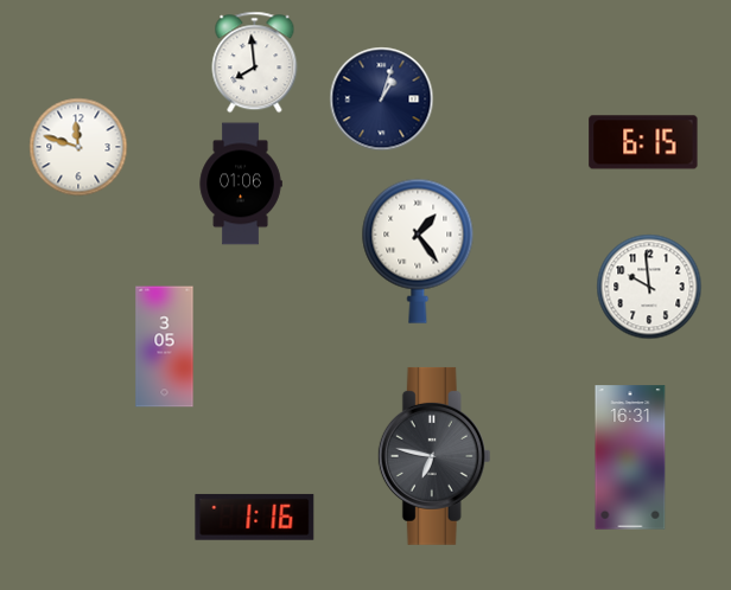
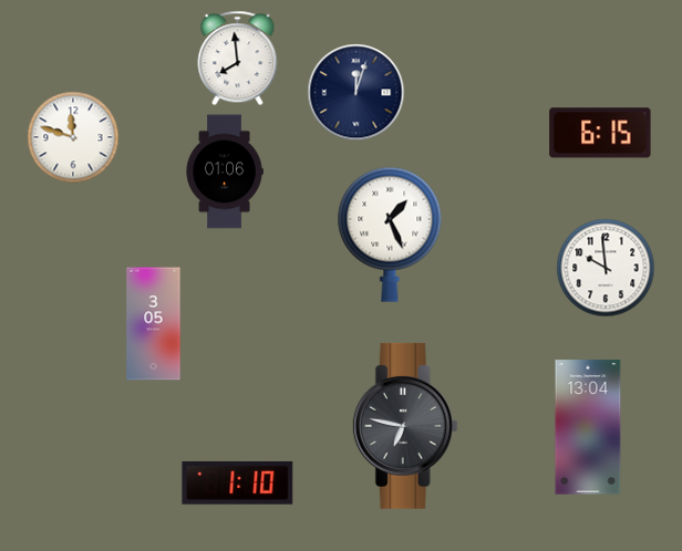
clock at (382, 100): 1:03 -> 12:03
clock at (418, 251): 1:24 -> 1:26
clock at (630, 457): 16:31 -> 13:04
clock at (255, 517): 1:16 -> 1:10
